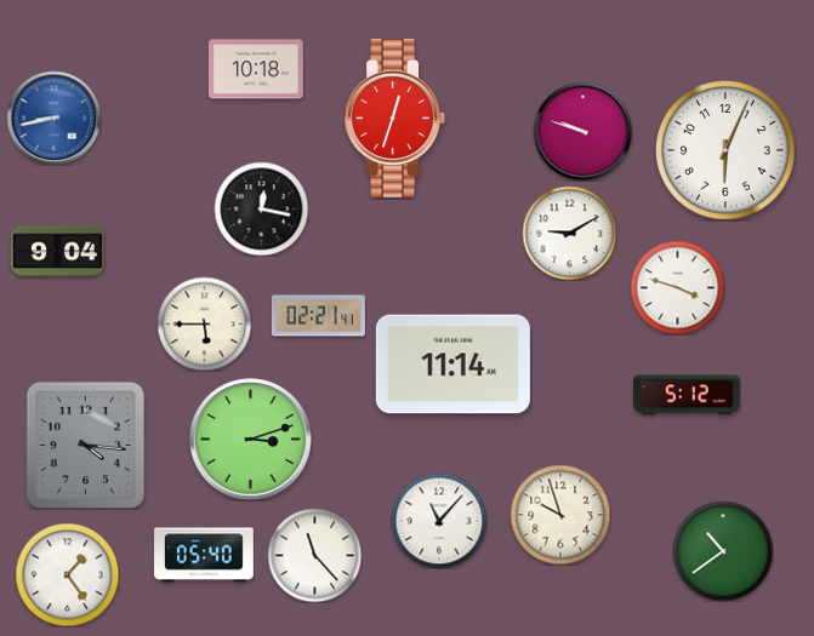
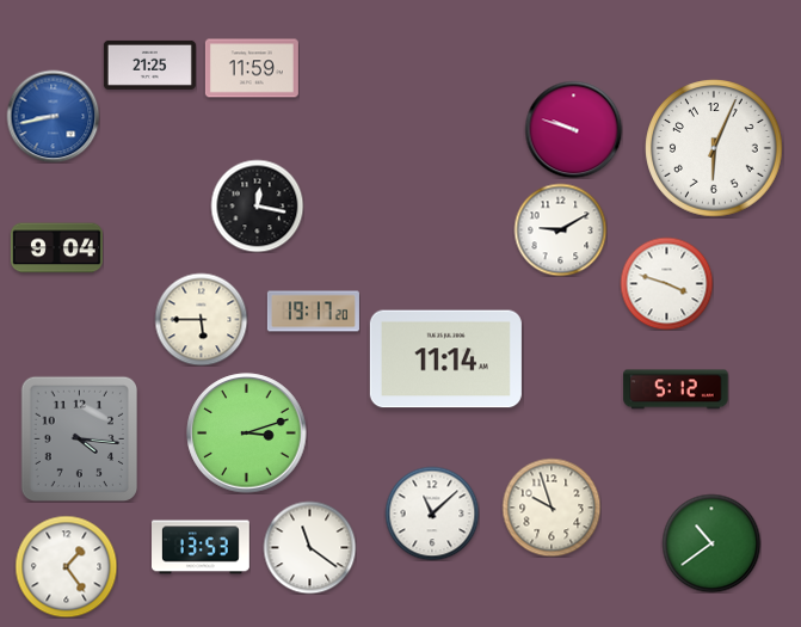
clock at (149, 64): none -> 21:25
clock at (256, 69): 10:18 -> 11:59
clock at (395, 118): 12:33 -> none
clock at (318, 316): 02:21 -> 19:17
clock at (85, 445) position: (85, 445) -> (79, 438)
clock at (439, 521): 11:07 -> 11:08
clock at (205, 555): 05:40 -> 13:53
clock at (314, 555): 11:23 -> 11:21
